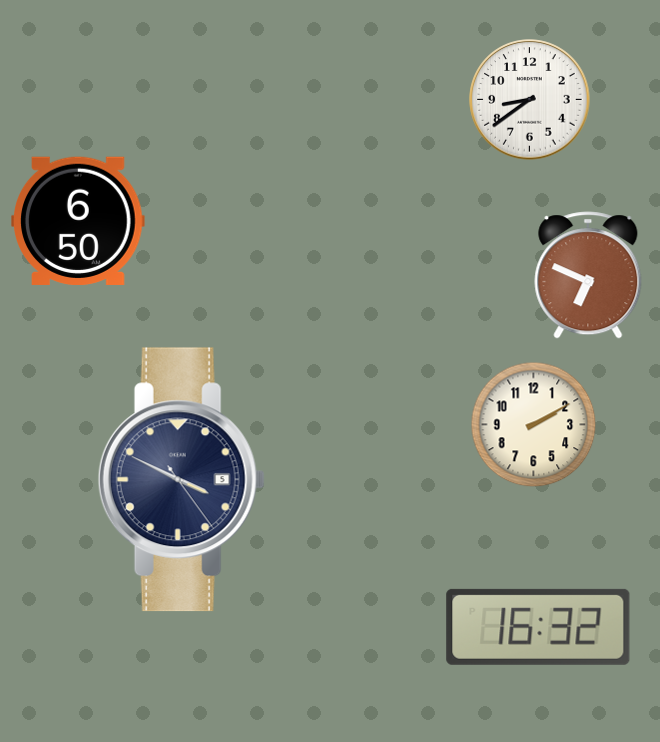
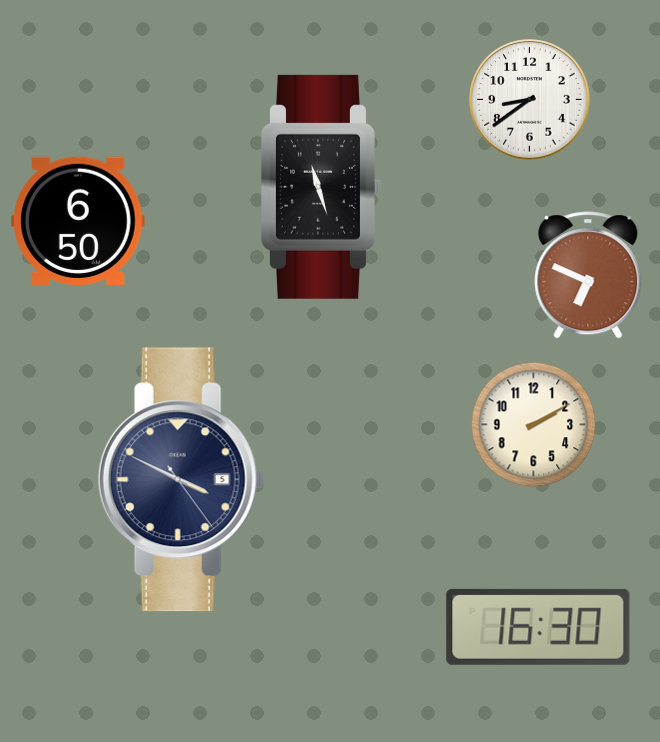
clock at (321, 187): none -> 11:27
clock at (538, 627): 16:32 -> 16:30
